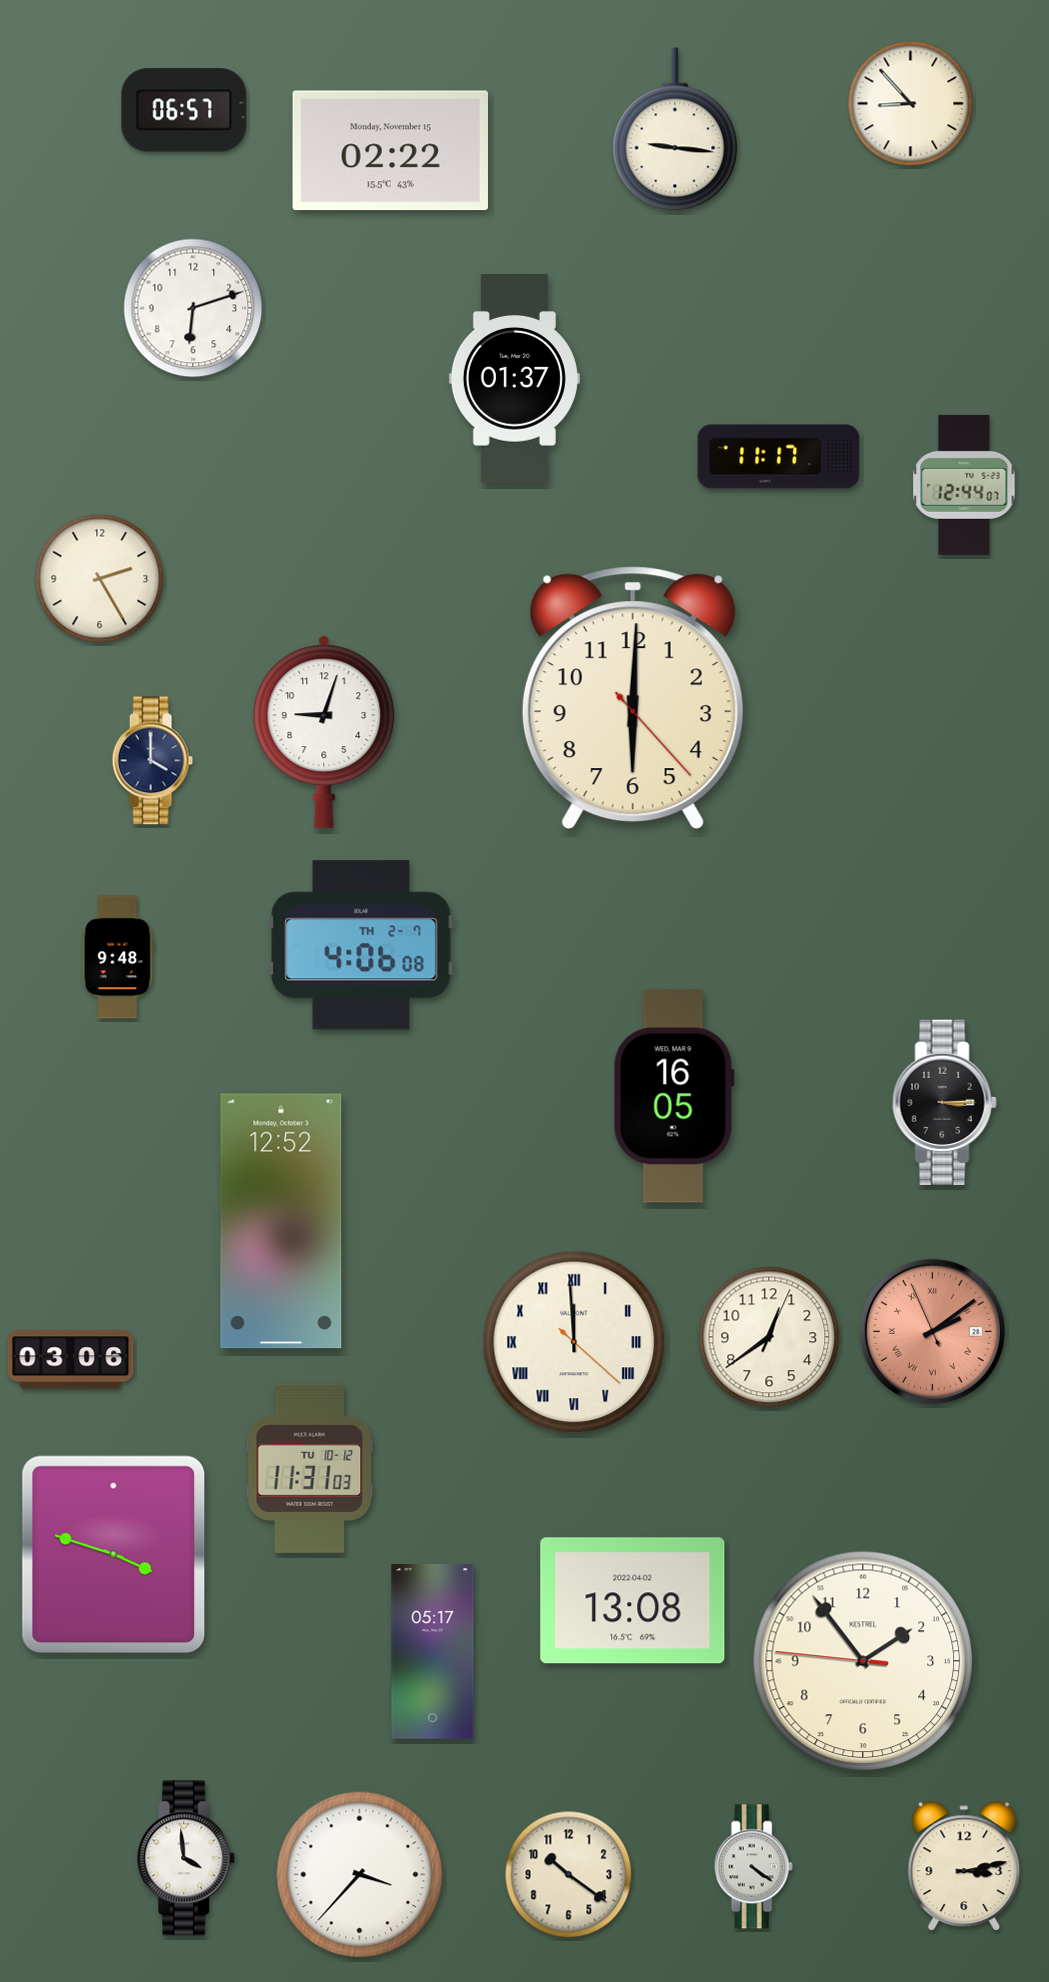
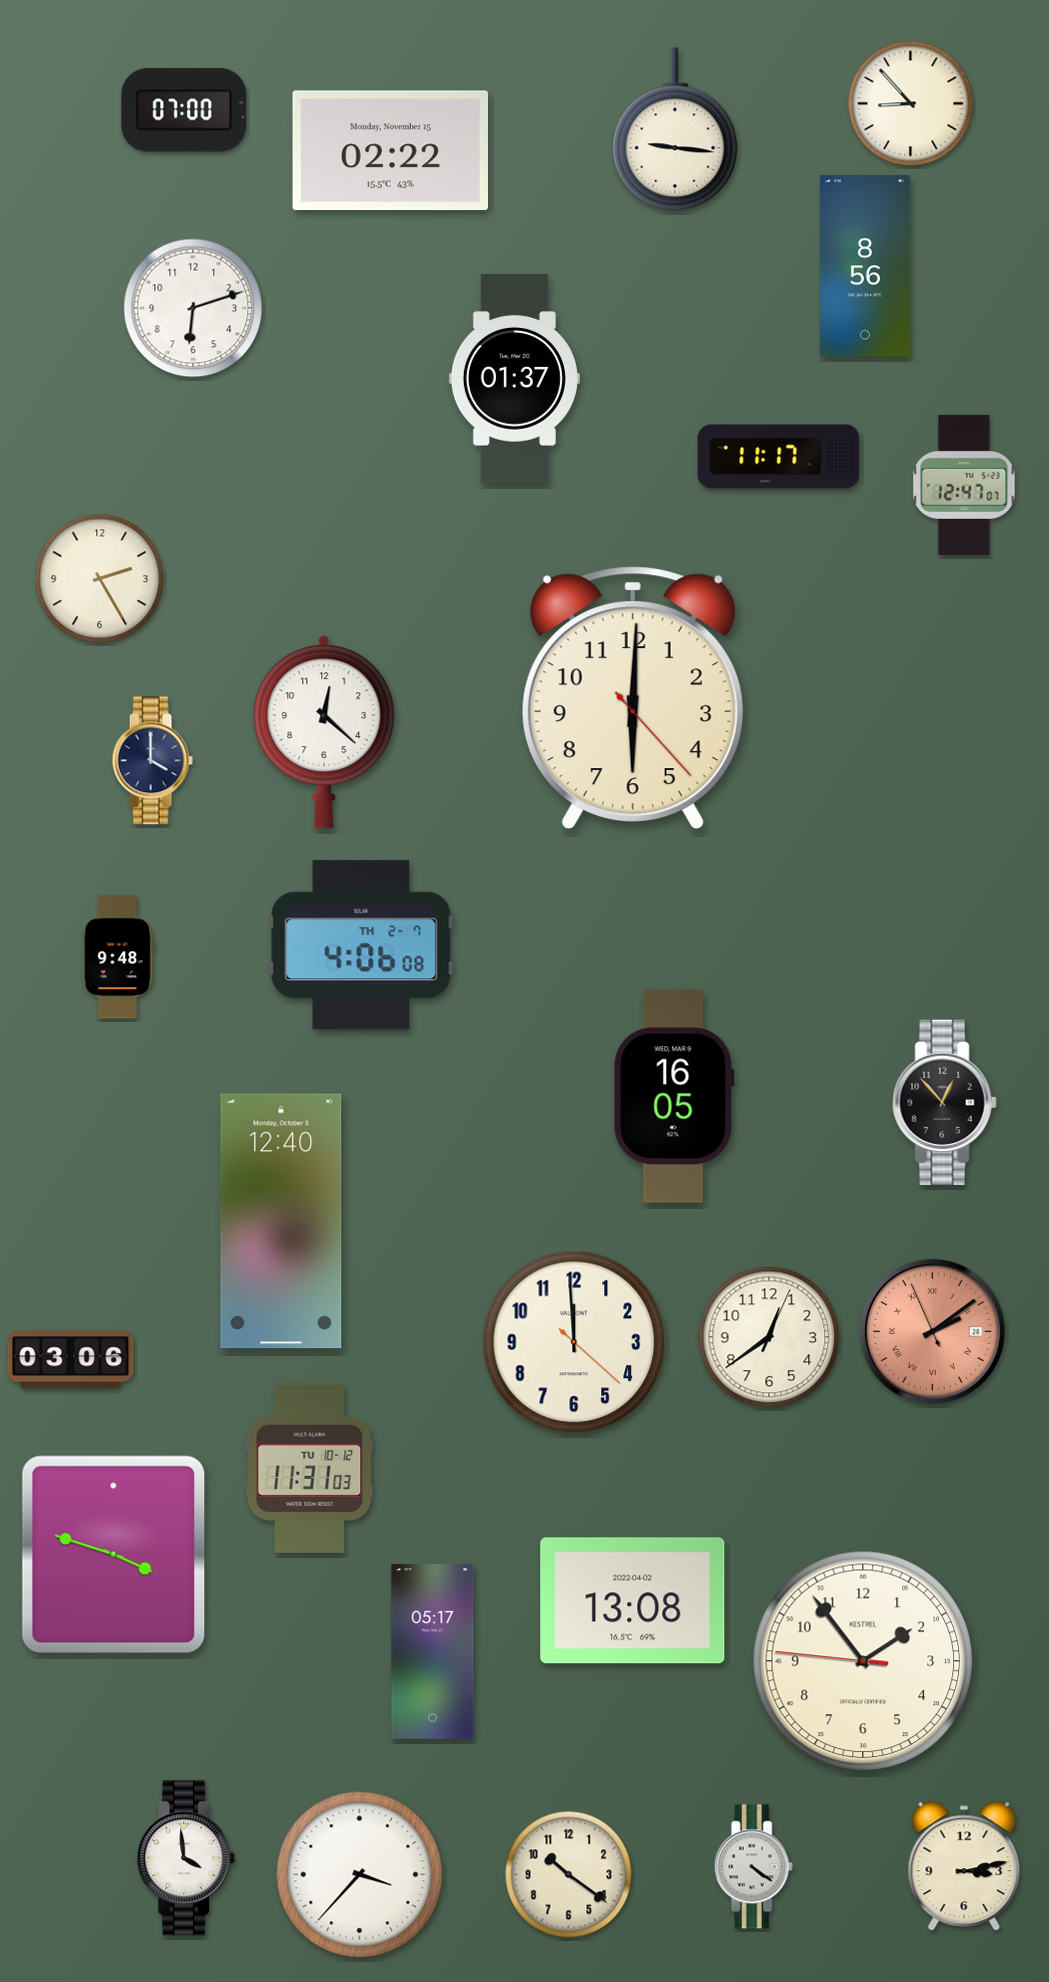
clock at (184, 110): 06:57 -> 07:00
clock at (865, 266): none -> 8:56
clock at (964, 485): 12:44 -> 12:47
clock at (324, 732): 9:03 -> 12:22
clock at (944, 1102): 3:15 -> 12:53
clock at (281, 1221): 12:52 -> 12:40
clock at (574, 1342) numerals: Roman -> Arabic
